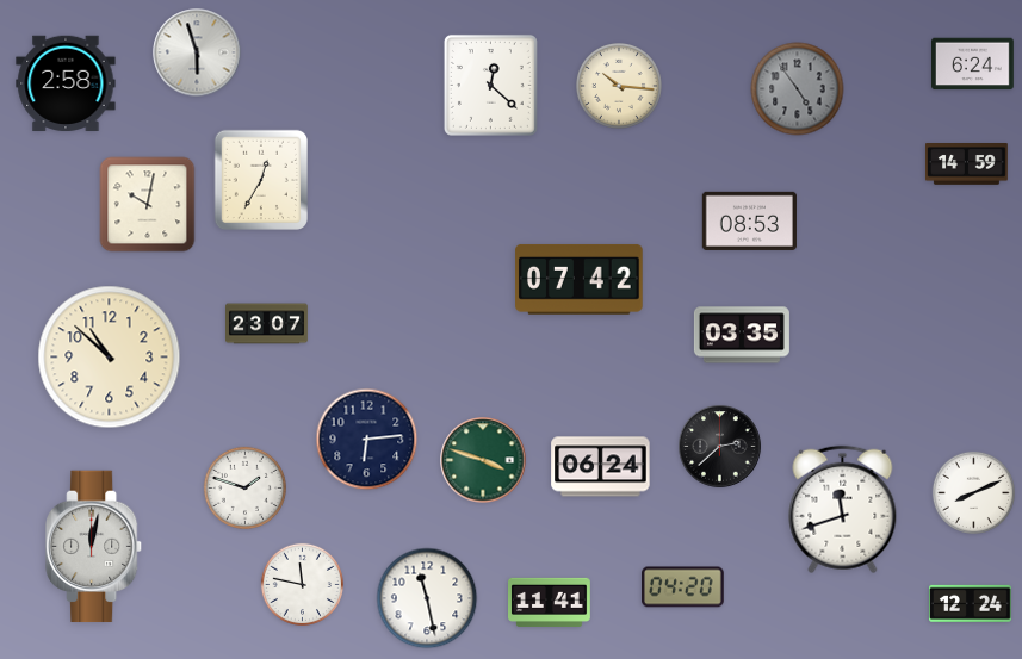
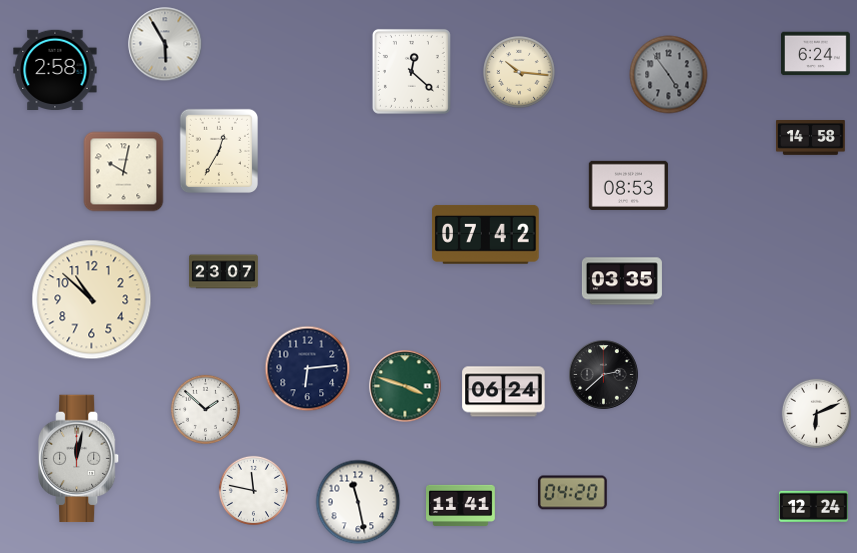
clock at (197, 52): 5:57 -> 5:55
clock at (967, 164): 14:59 -> 14:58
clock at (244, 487): 1:48 -> 1:52
clock at (973, 492): 8:11 -> 6:11
clock at (843, 510): 11:42 -> none
